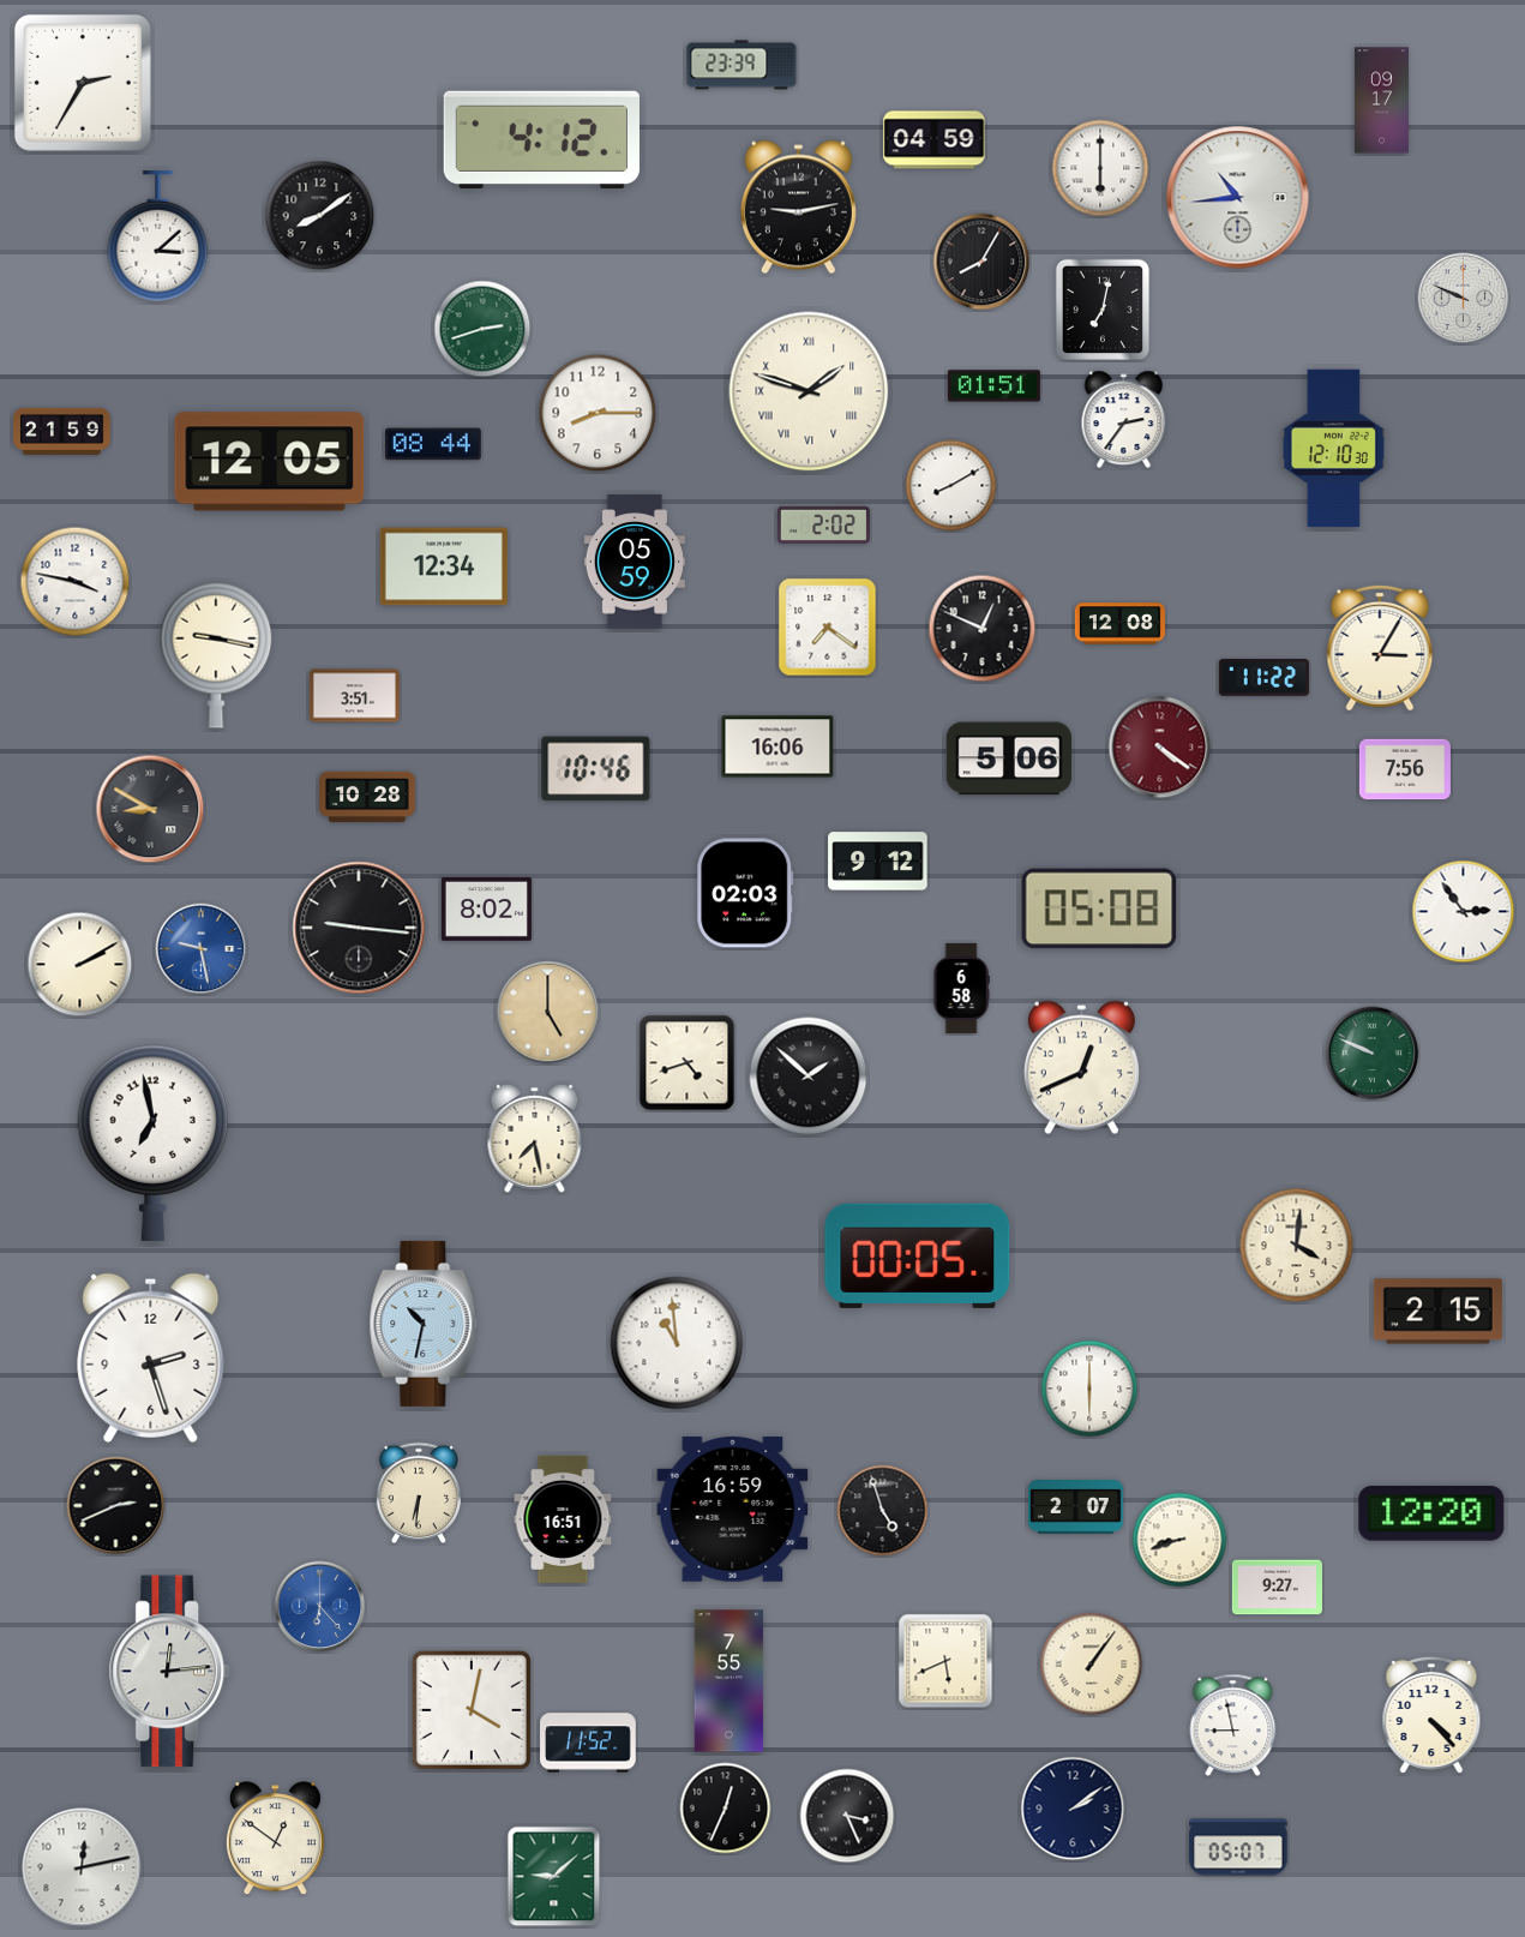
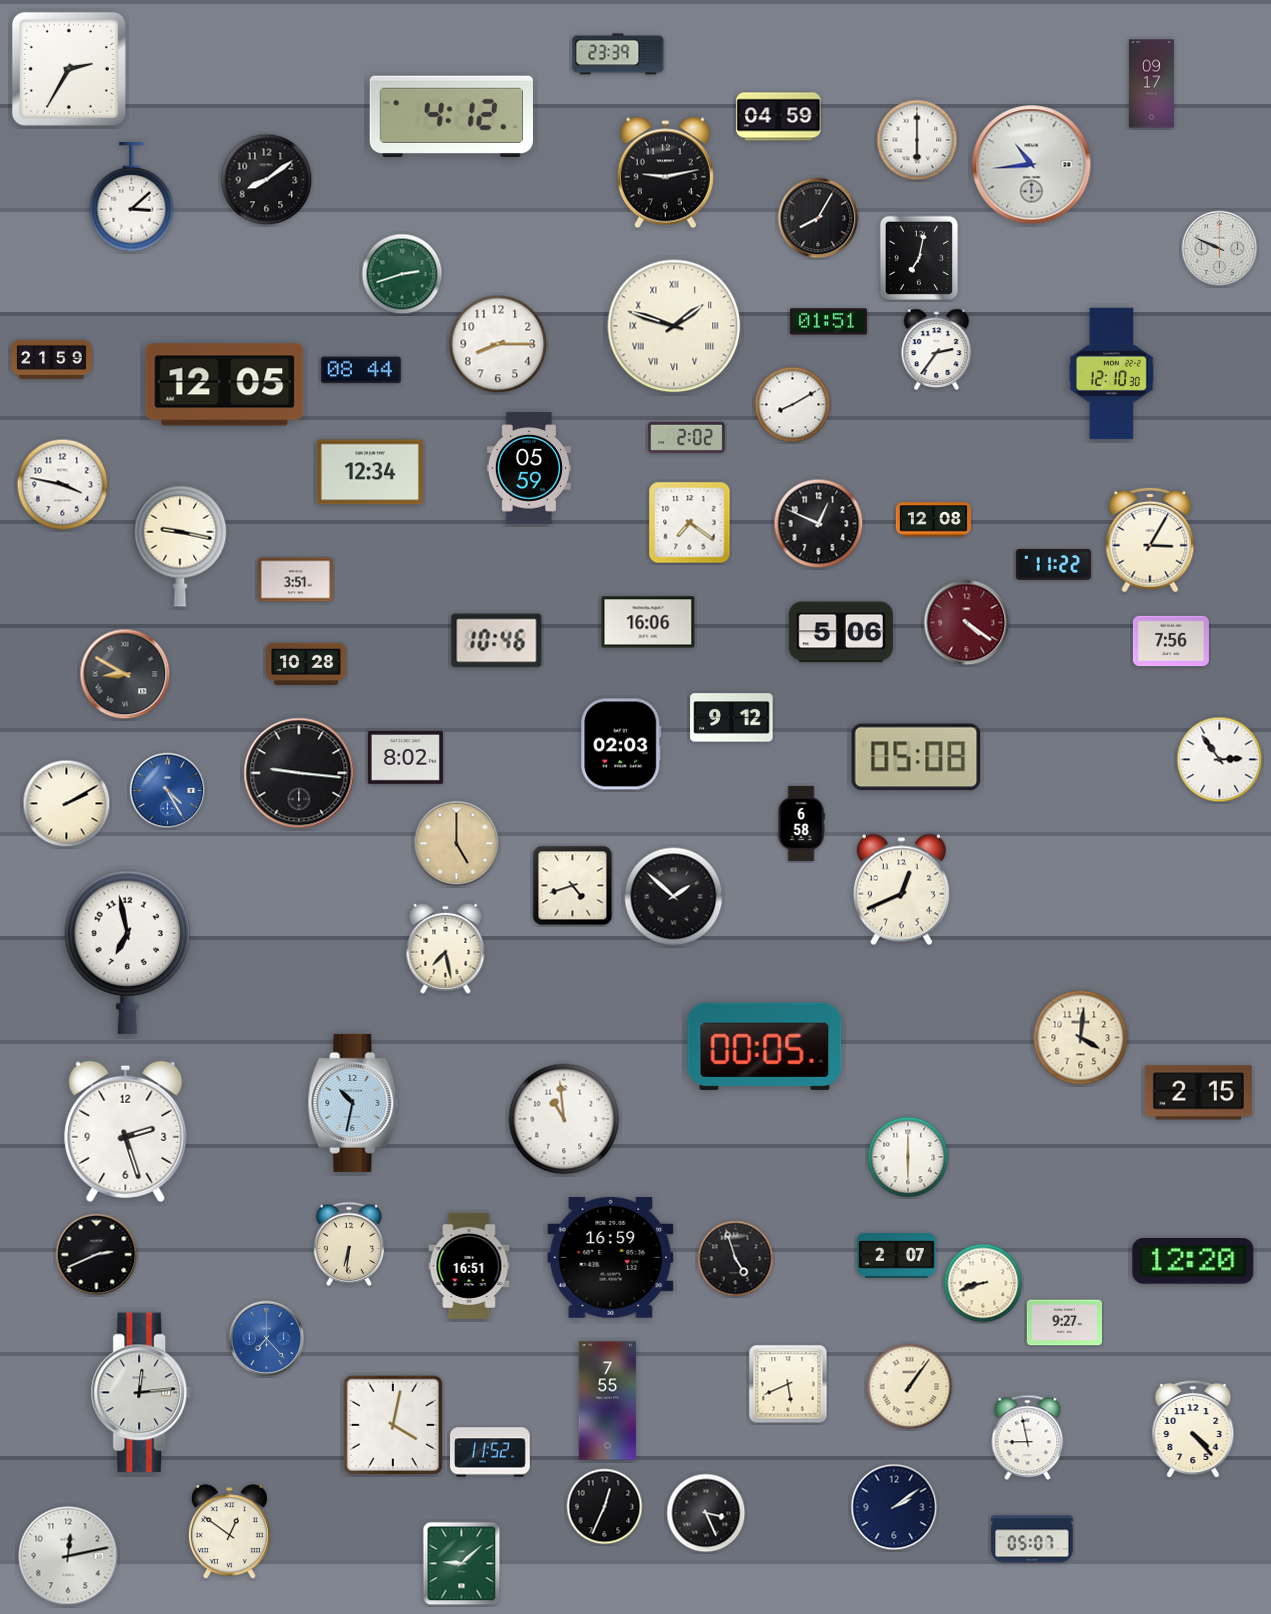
clock at (202, 949): 9:28 -> 4:25
clock at (1373, 1054): 9:49 -> none
clock at (320, 1607): 6:23 -> 7:23
